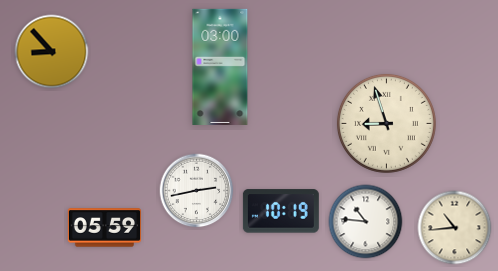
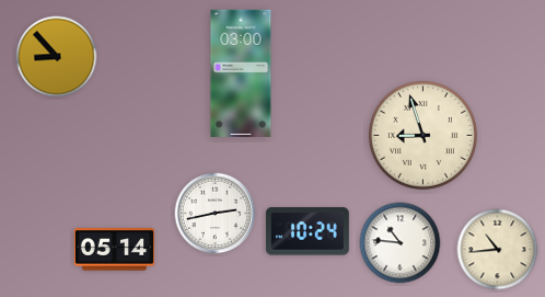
clock at (197, 191) position: (197, 191) -> (216, 214)
clock at (281, 211): 10:19 -> 10:24
clock at (104, 228): 05:59 -> 05:14
